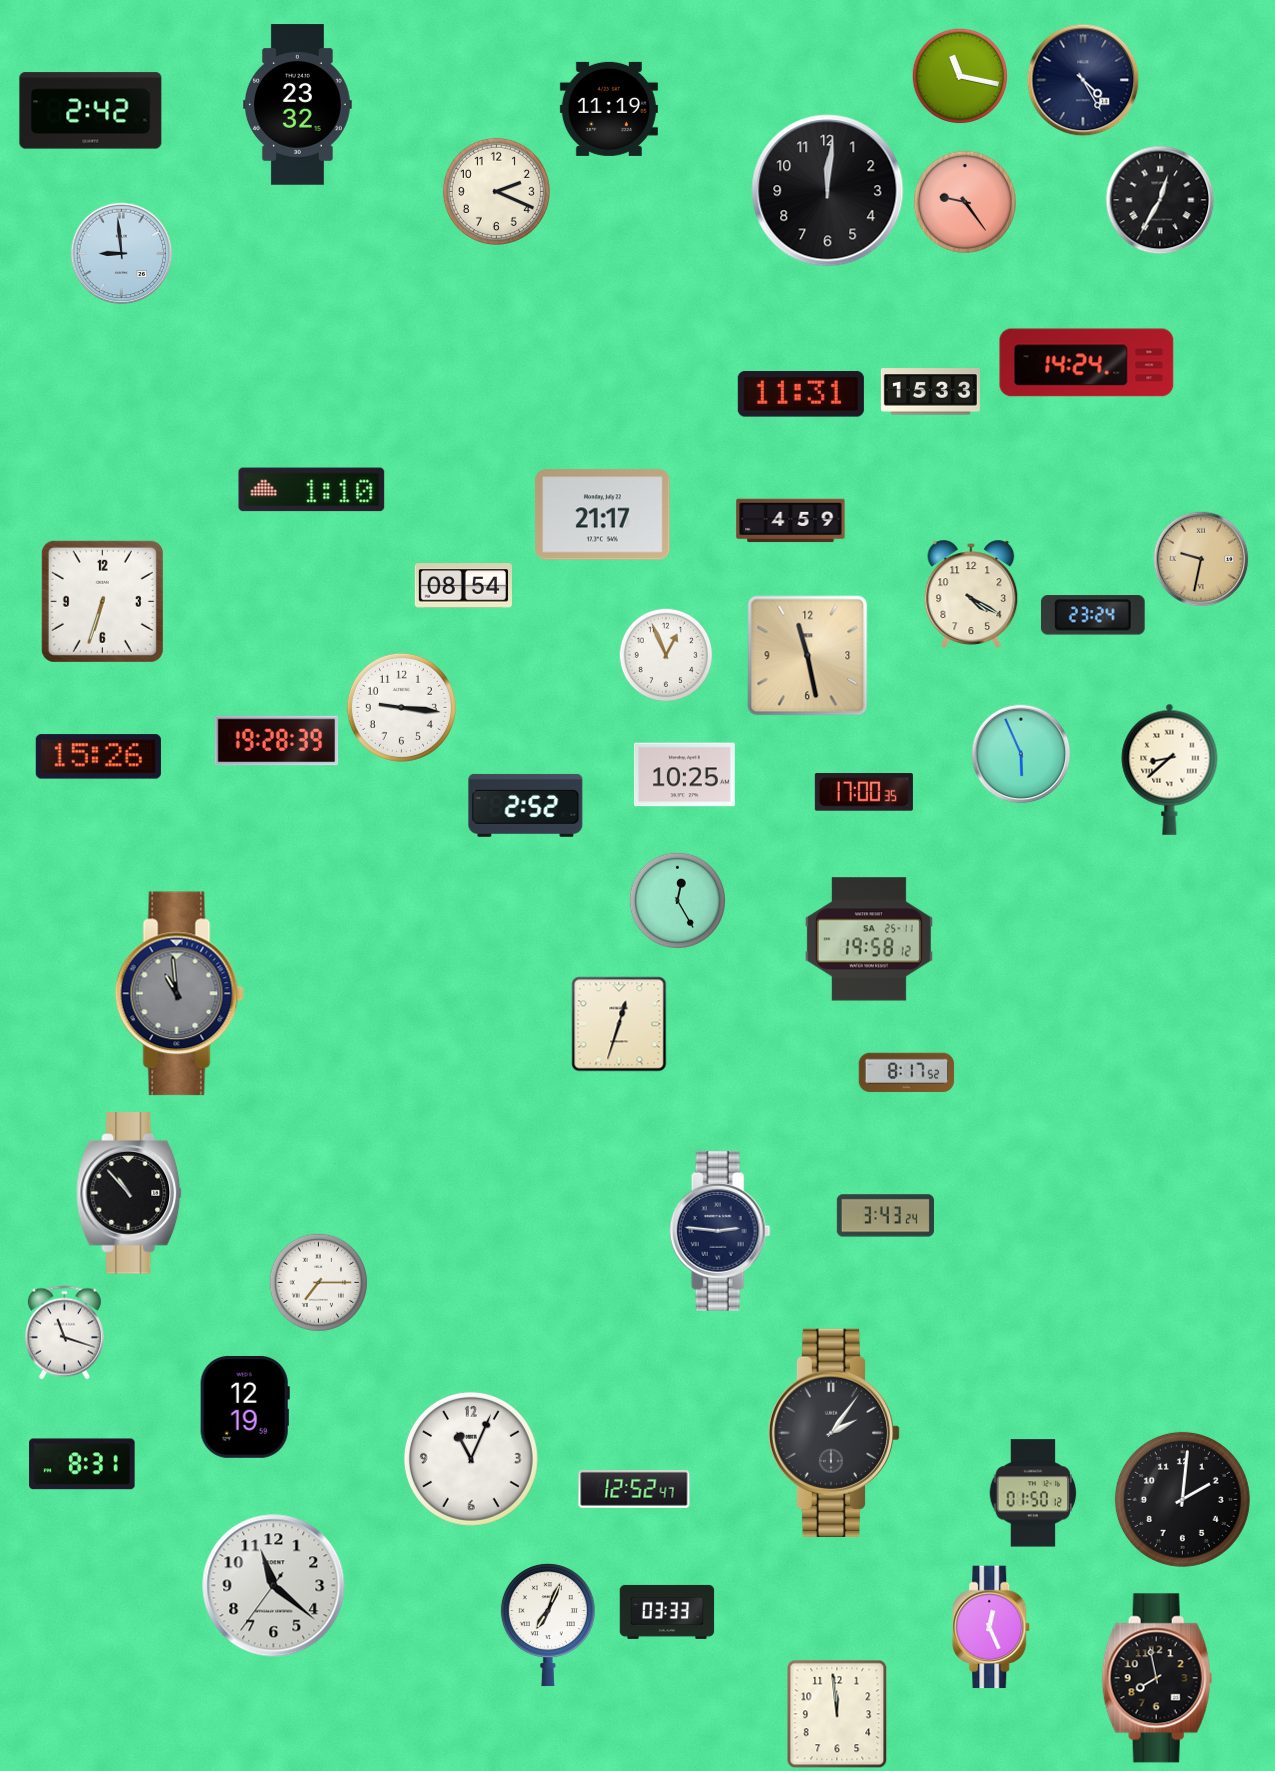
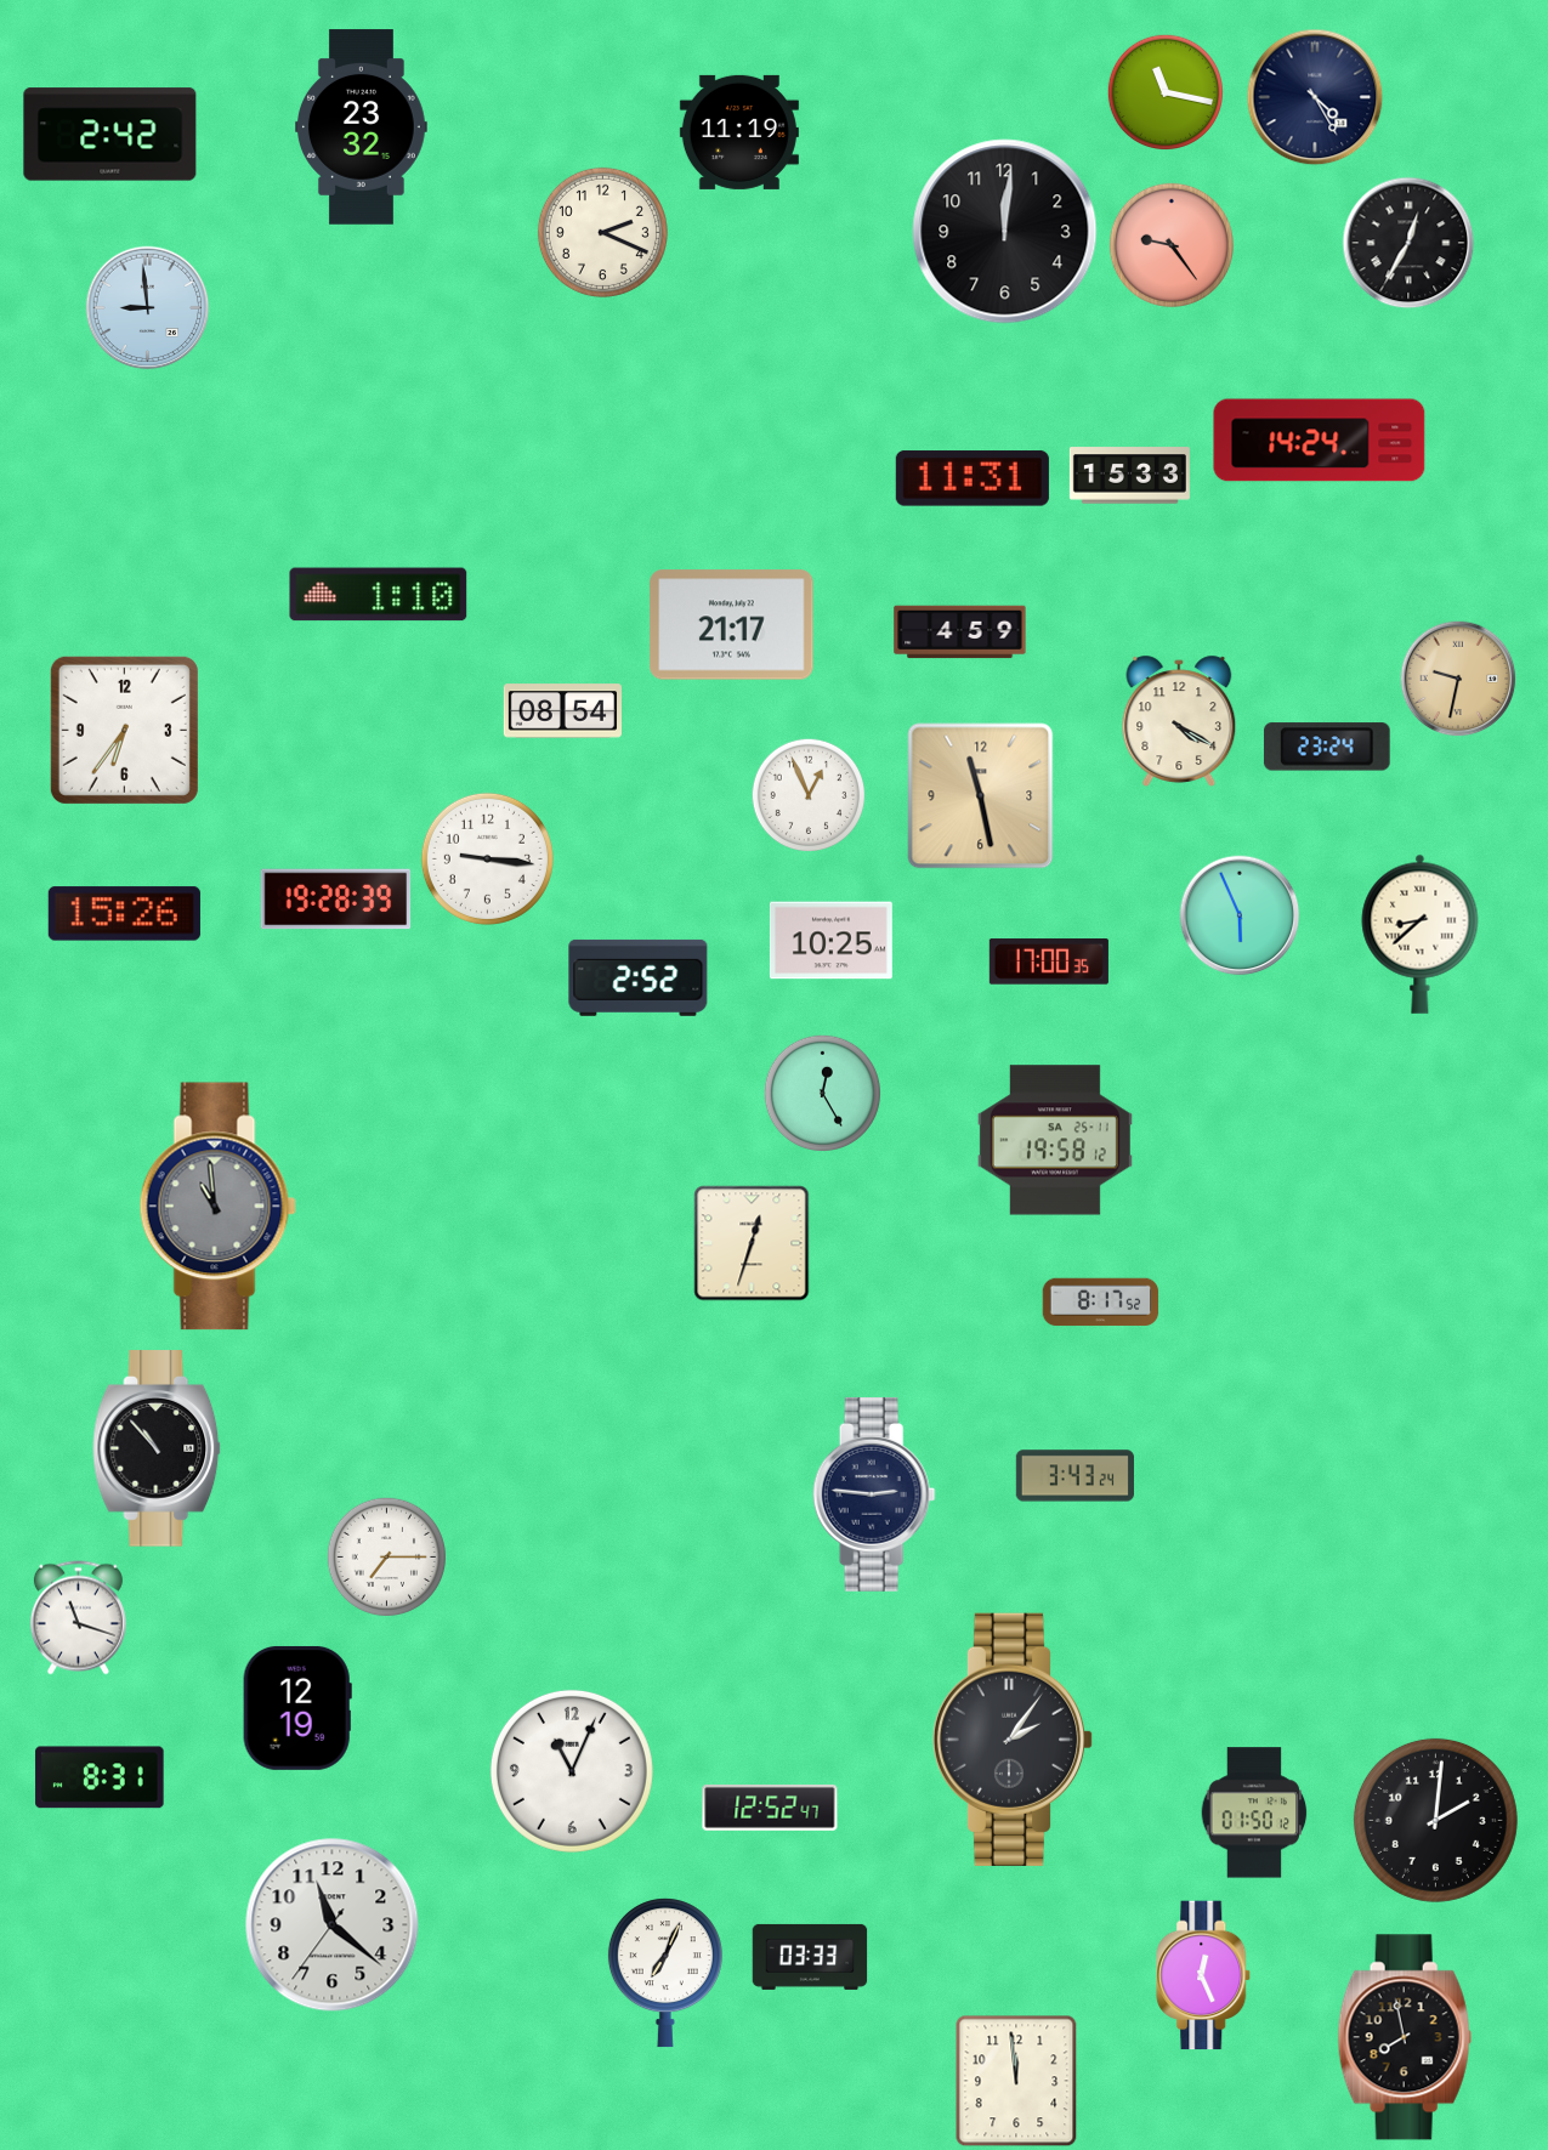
clock at (102, 601): 6:33 -> 6:36
clock at (98, 757) position: (98, 757) -> (124, 914)
